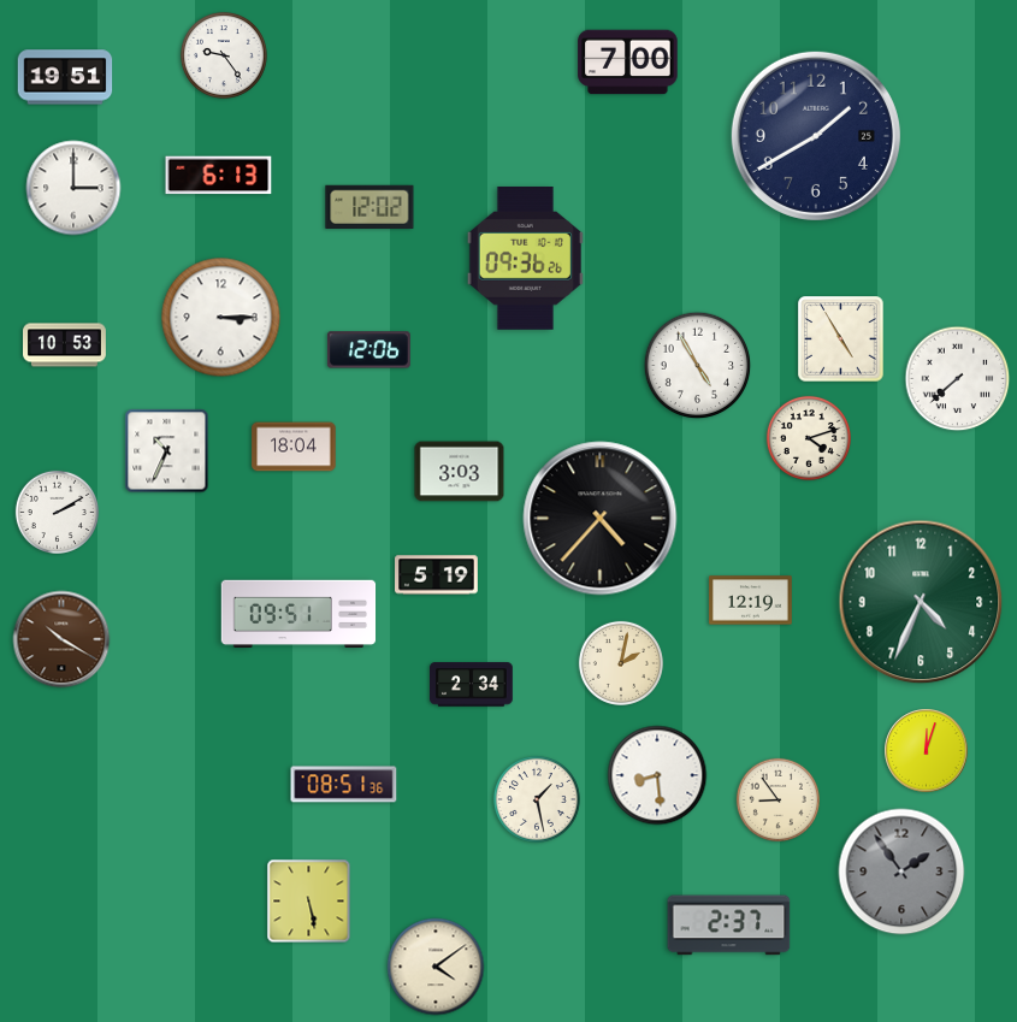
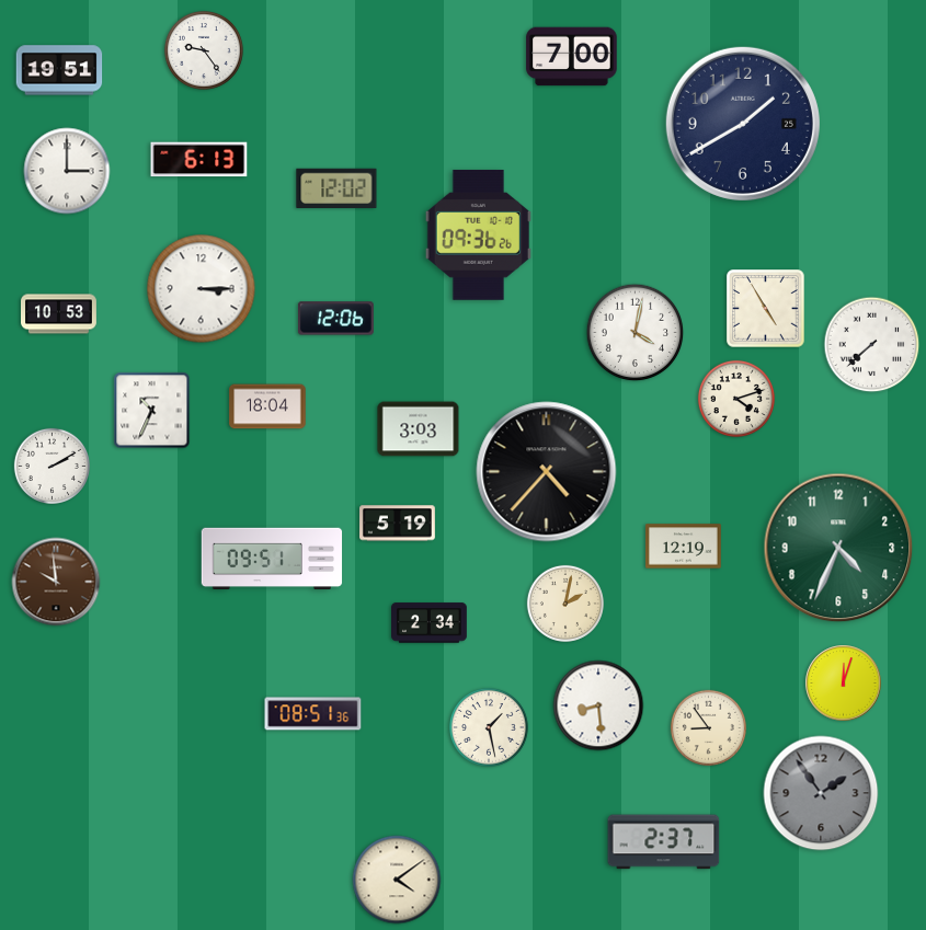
clock at (698, 366): 4:55 -> 4:02
clock at (61, 639): 10:20 -> 9:59
clock at (309, 902): 5:28 -> none
